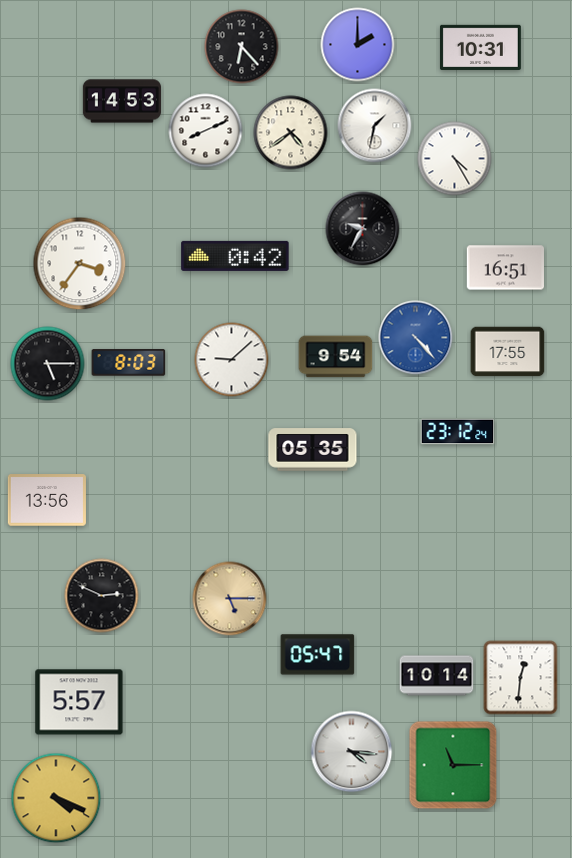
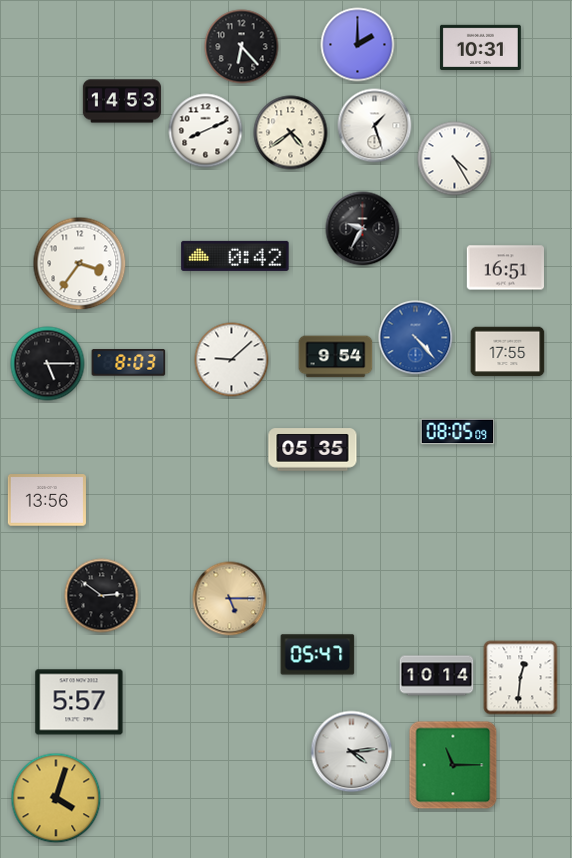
clock at (375, 126): 1:32 -> 1:27
clock at (458, 432): 23:12 -> 08:05
clock at (102, 596): 2:49 -> 2:51
clock at (352, 752): 4:16 -> 4:14
clock at (56, 798): 4:19 -> 4:03
